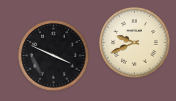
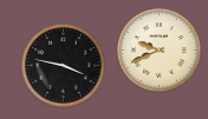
clock at (54, 56): 3:49 -> 3:47
